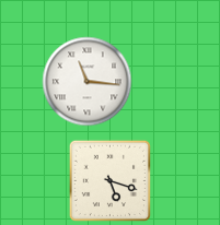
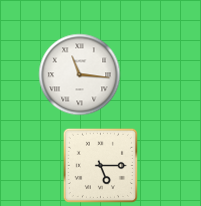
clock at (109, 180): 5:18 -> 5:15
